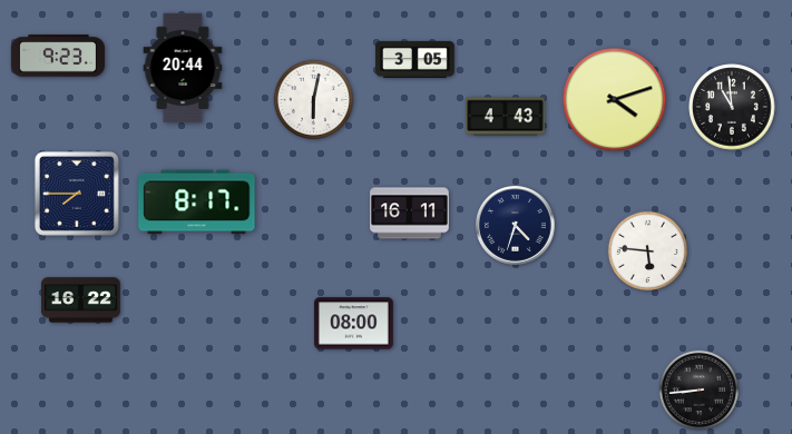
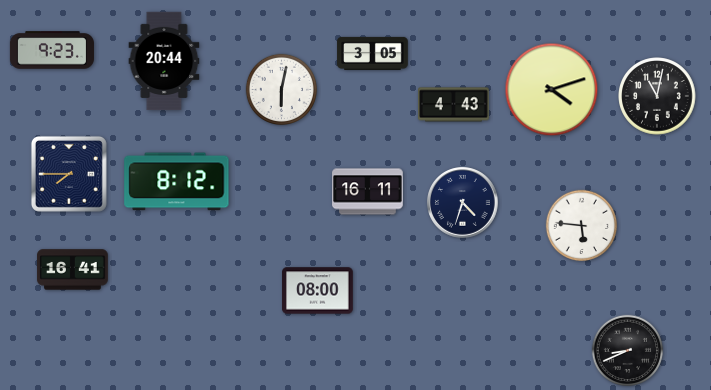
clock at (732, 107): 10:59 -> 11:02
clock at (197, 203): 8:17 -> 8:12
clock at (81, 300): 16:22 -> 16:41
clock at (700, 391): 8:44 -> 8:41
